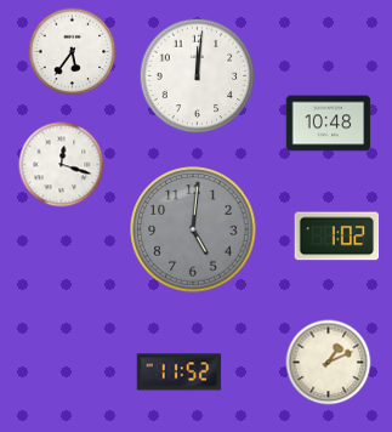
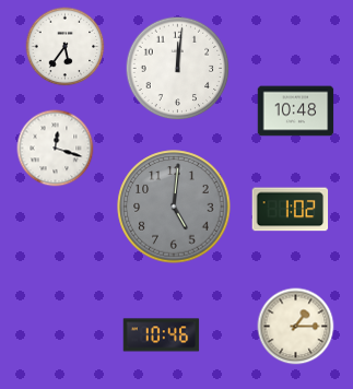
clock at (337, 237) position: (337, 237) -> (291, 210)
clock at (329, 363): 1:11 -> 1:15
clock at (180, 373): 11:52 -> 10:46
